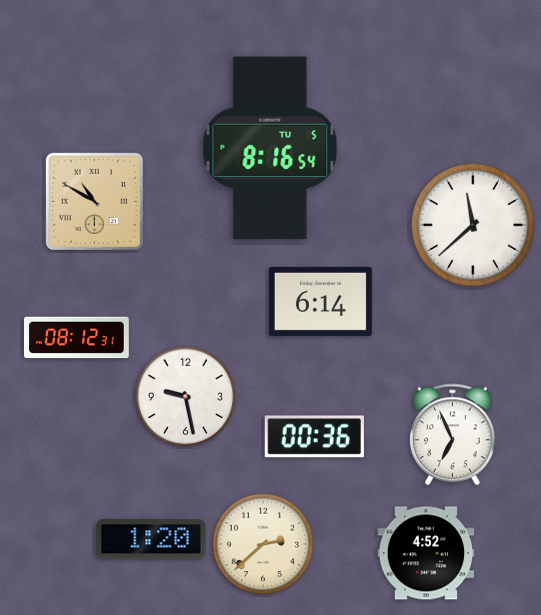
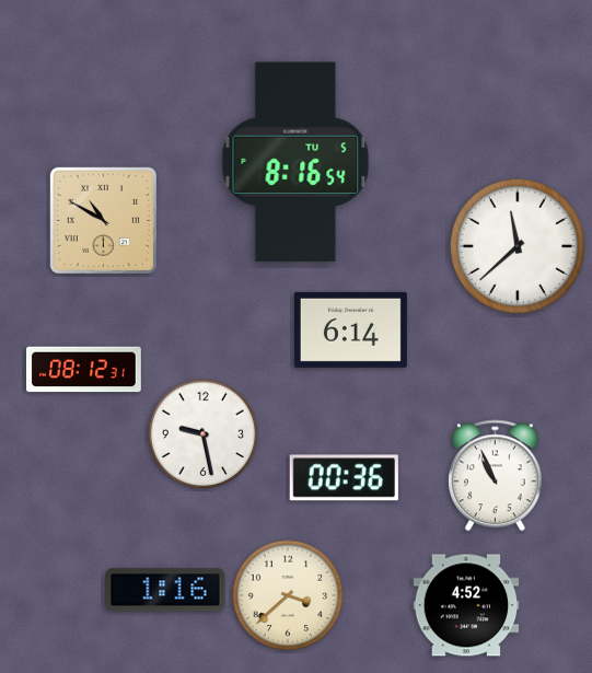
clock at (452, 435): 6:56 -> 10:56
clock at (151, 539): 1:20 -> 1:16
clock at (263, 544): 2:38 -> 3:38
